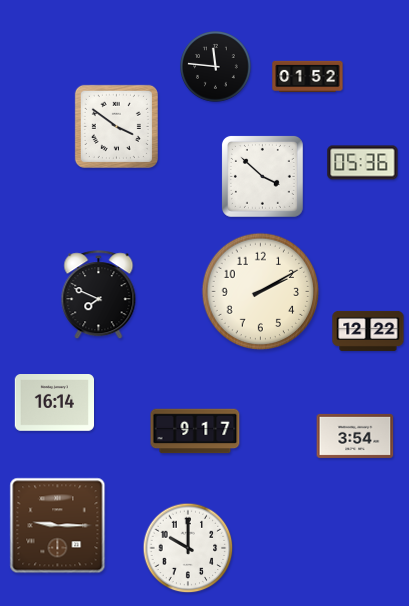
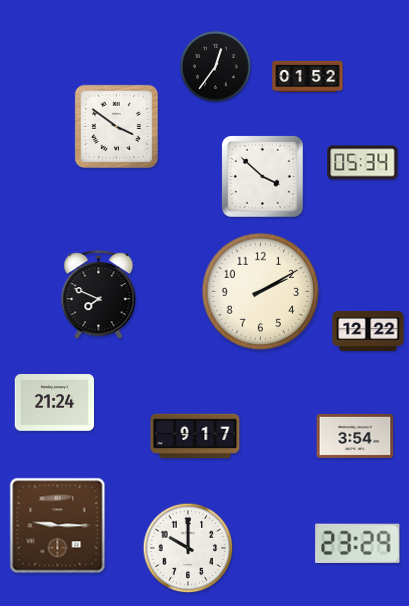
clock at (216, 67): 11:46 -> 12:36
clock at (363, 163): 05:36 -> 05:34
clock at (54, 403): 16:14 -> 21:24
clock at (195, 431) position: (195, 431) -> (195, 436)
clock at (358, 543): none -> 23:29
